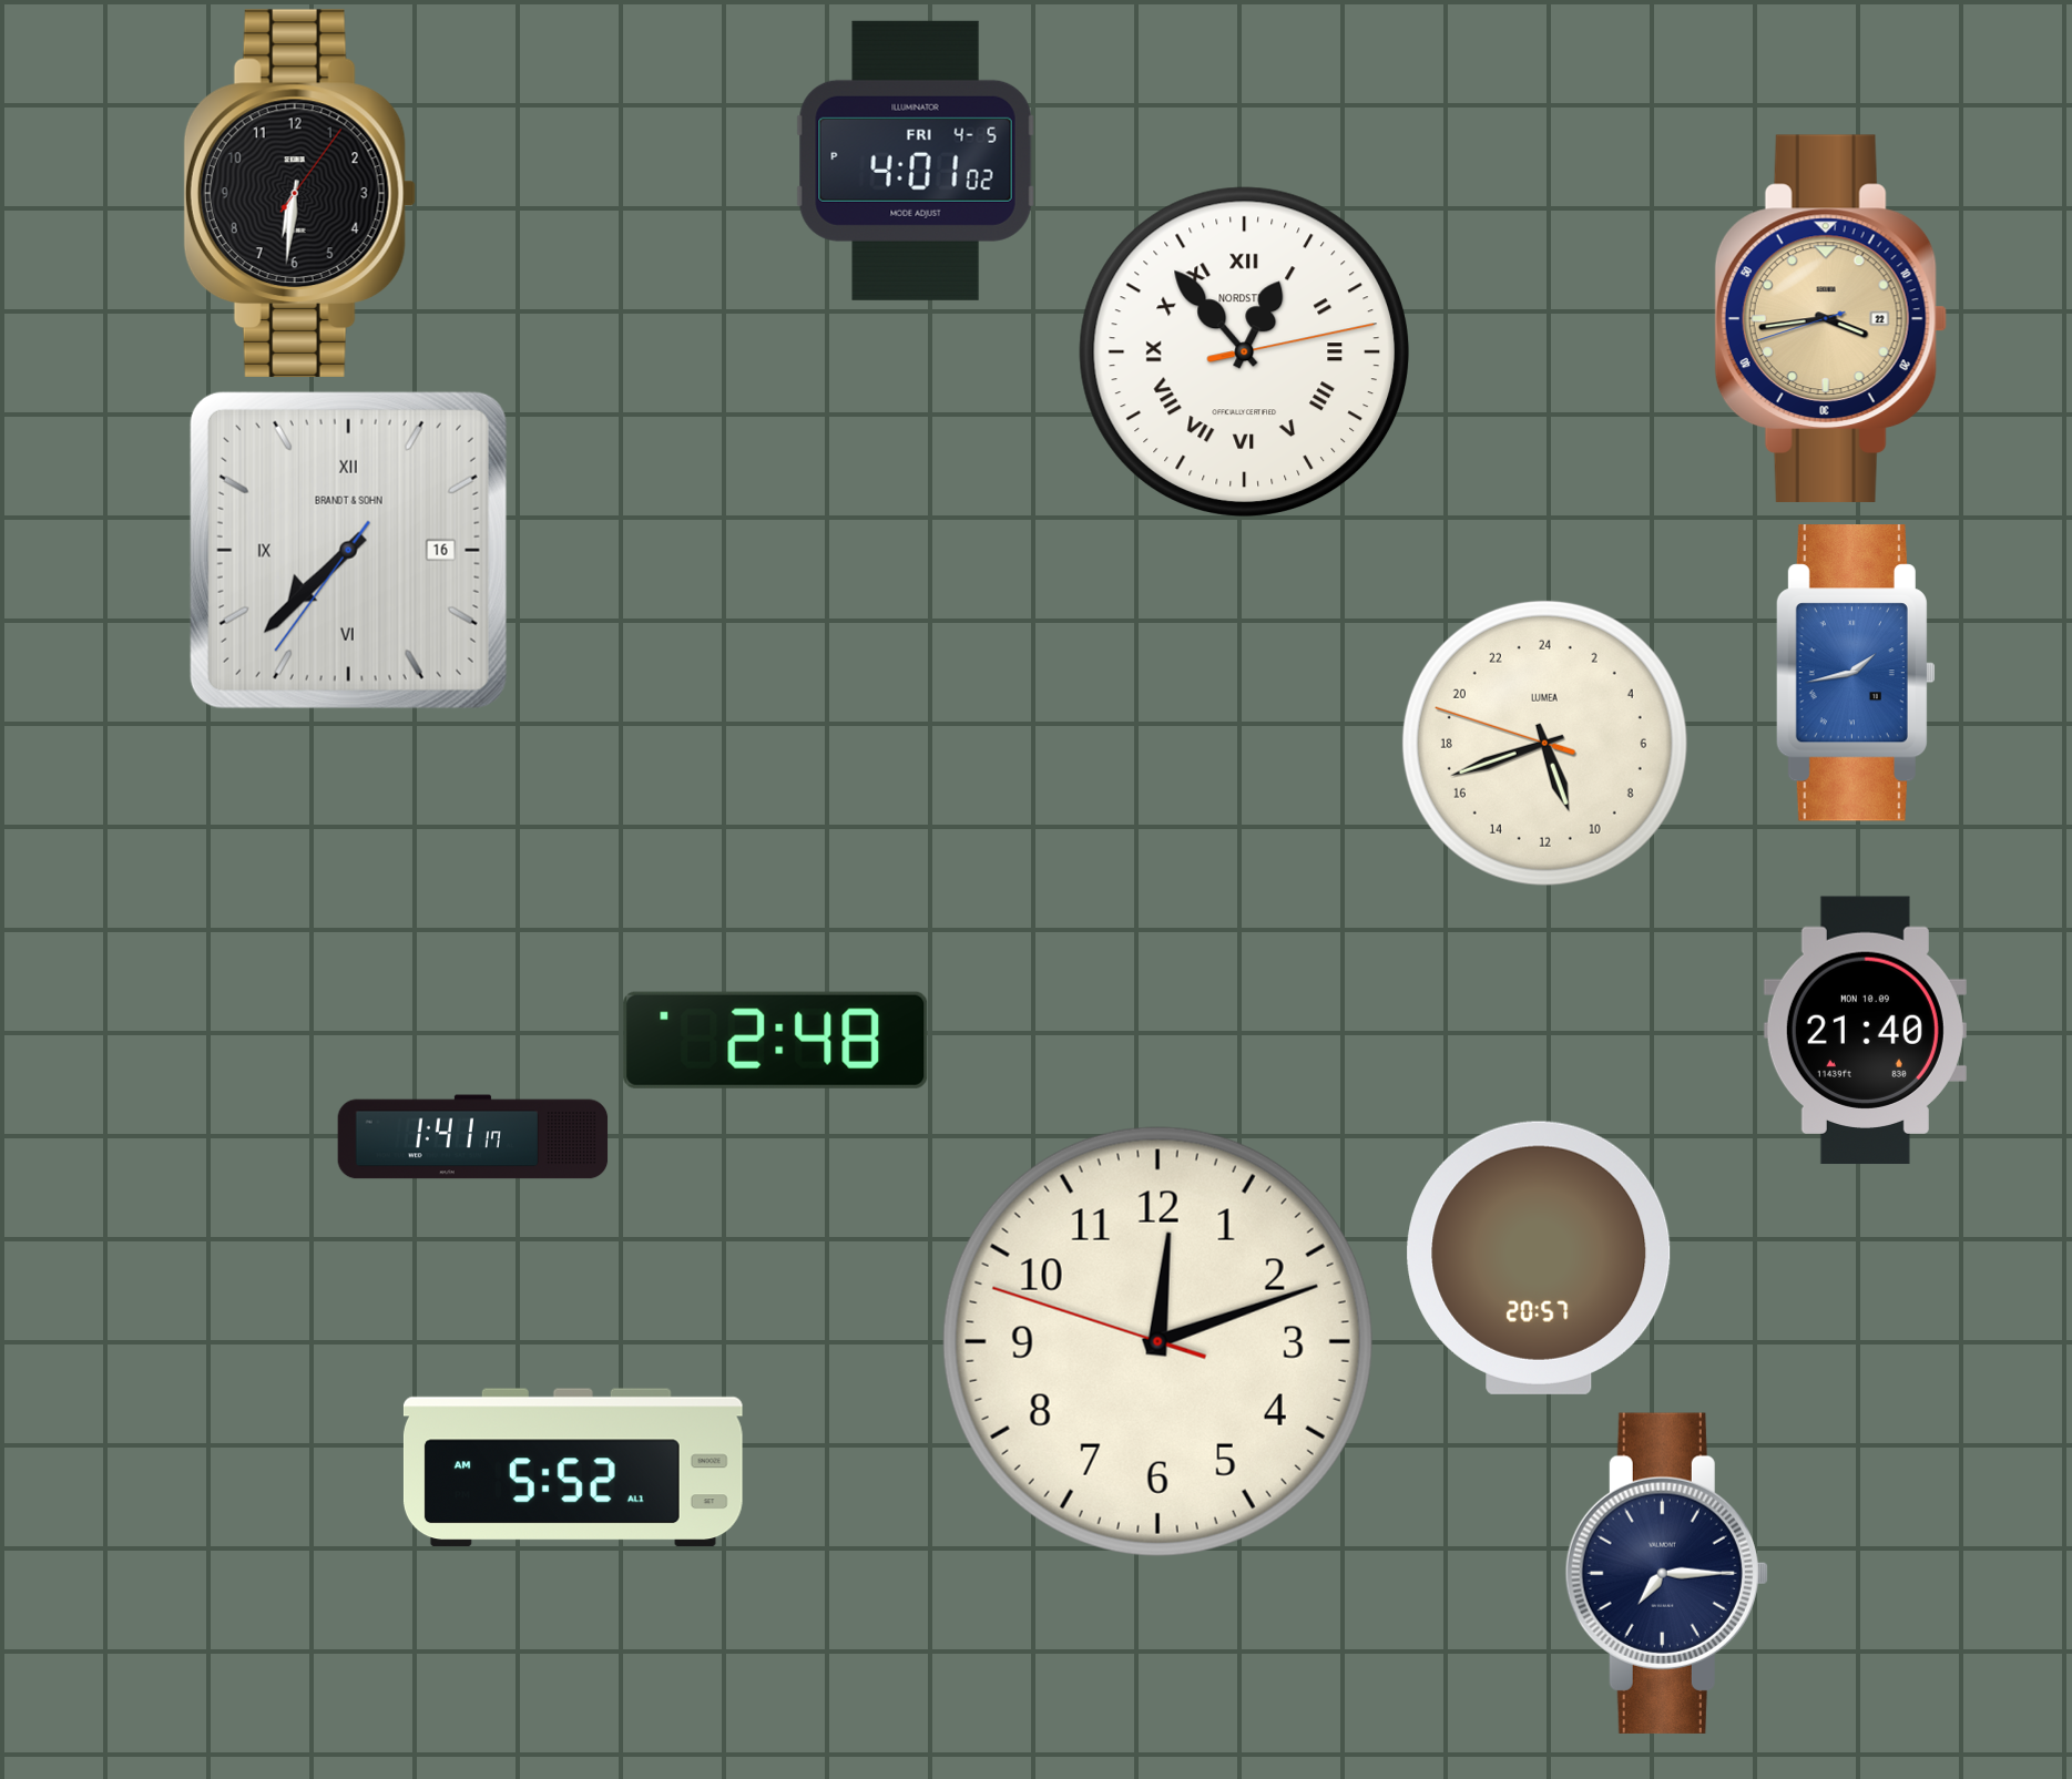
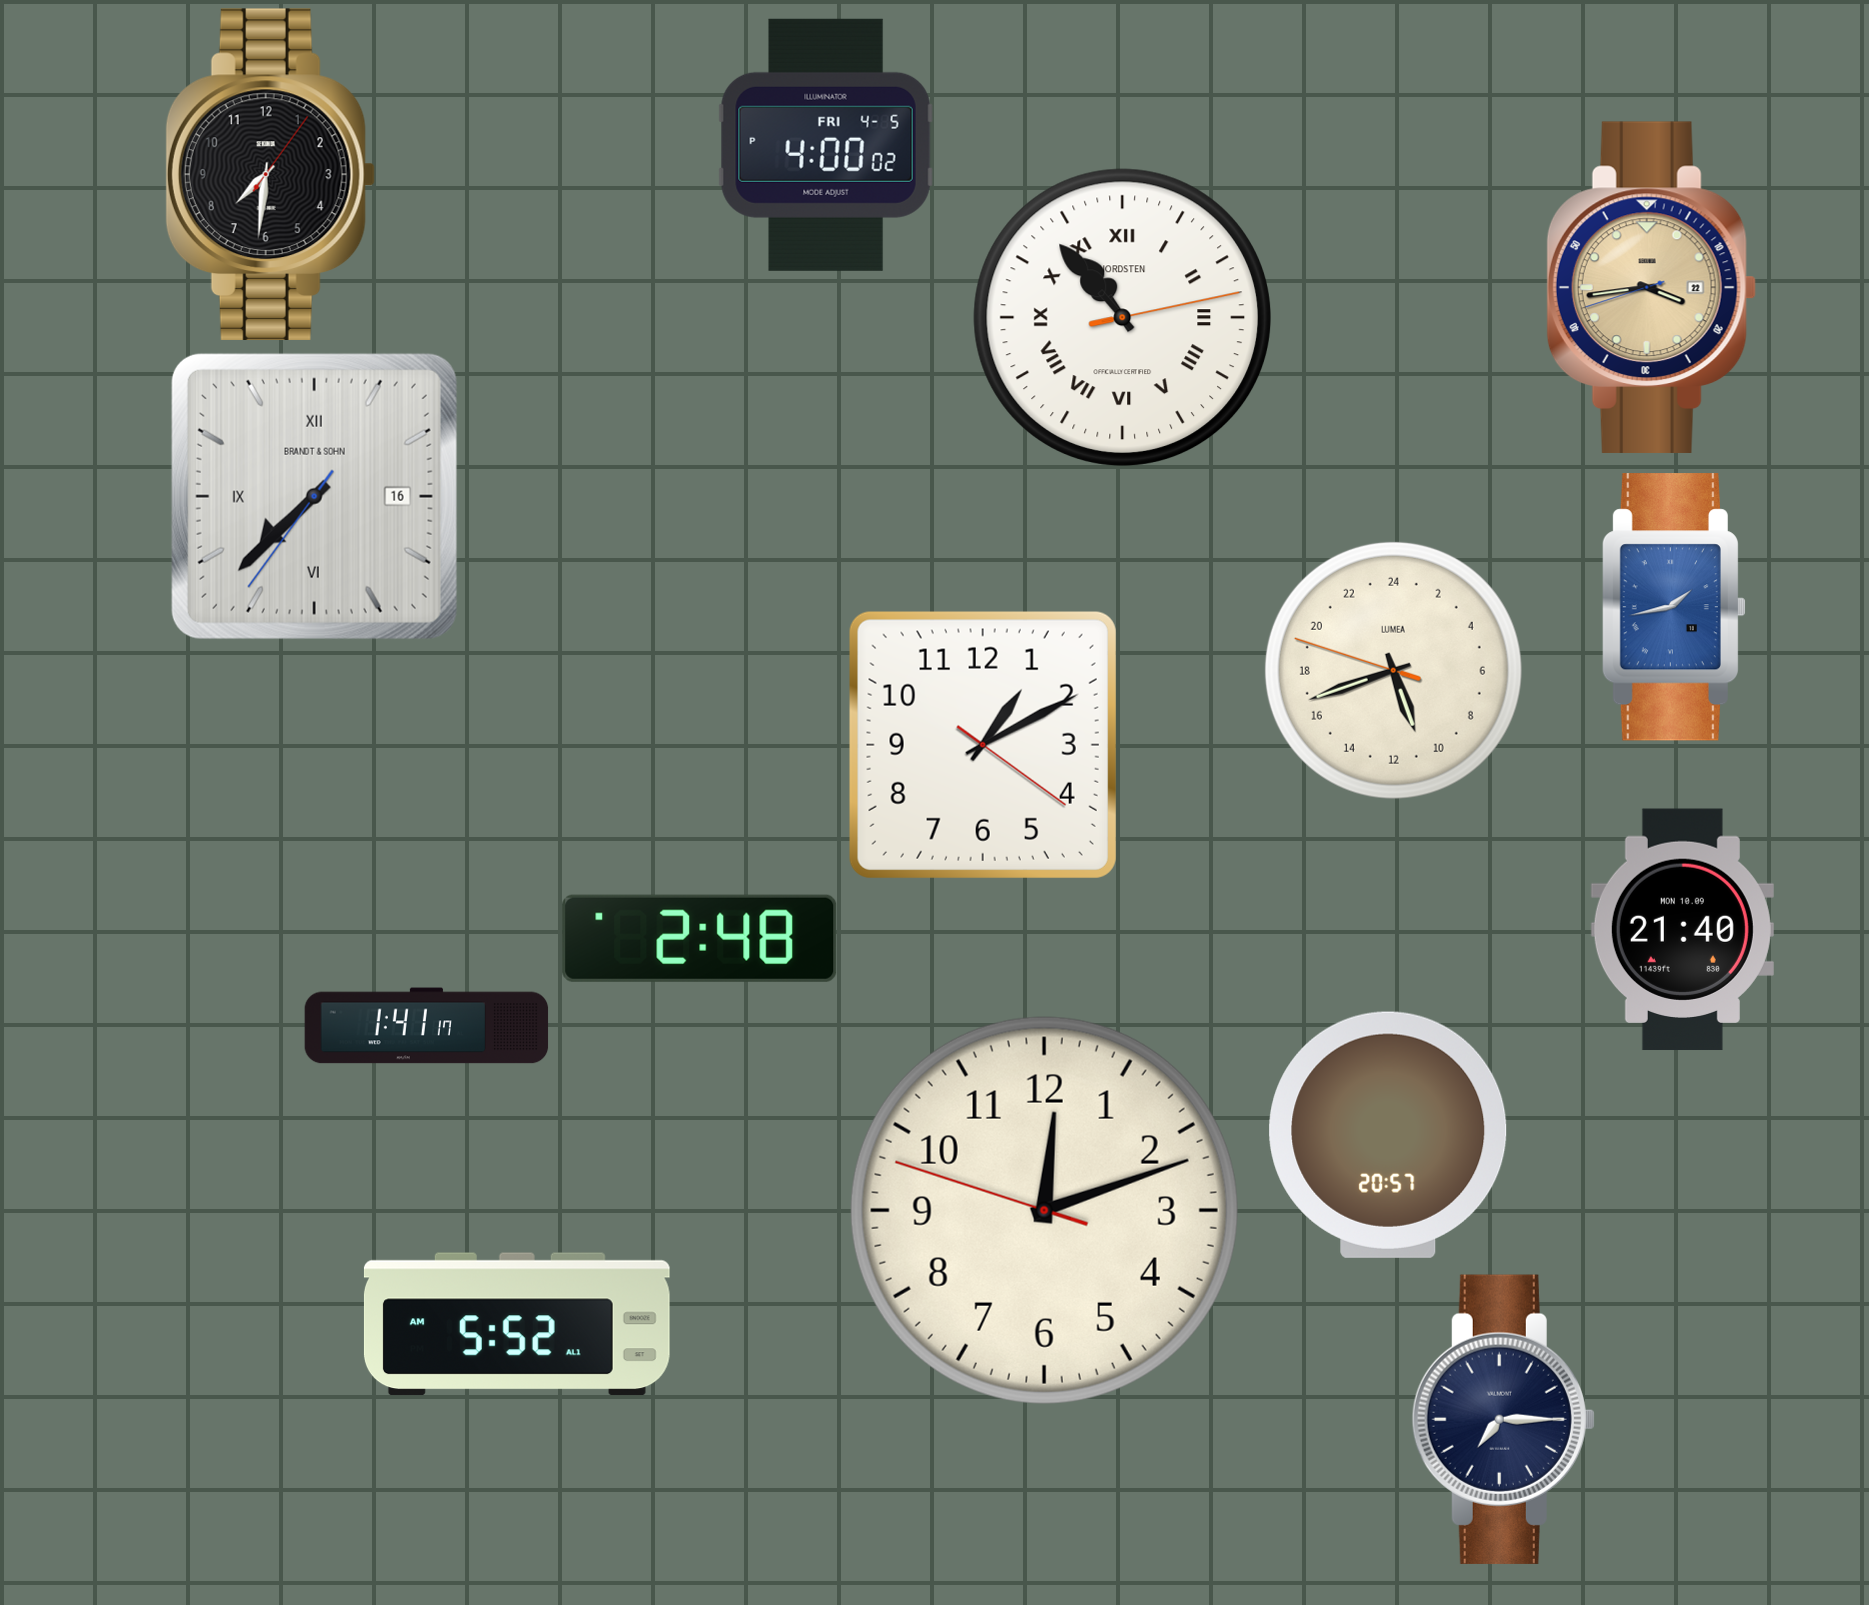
clock at (916, 161): 4:01 -> 4:00
clock at (299, 193): 6:31 -> 7:31
clock at (1244, 351): 12:53 -> 10:53
clock at (983, 745): none -> 1:10
